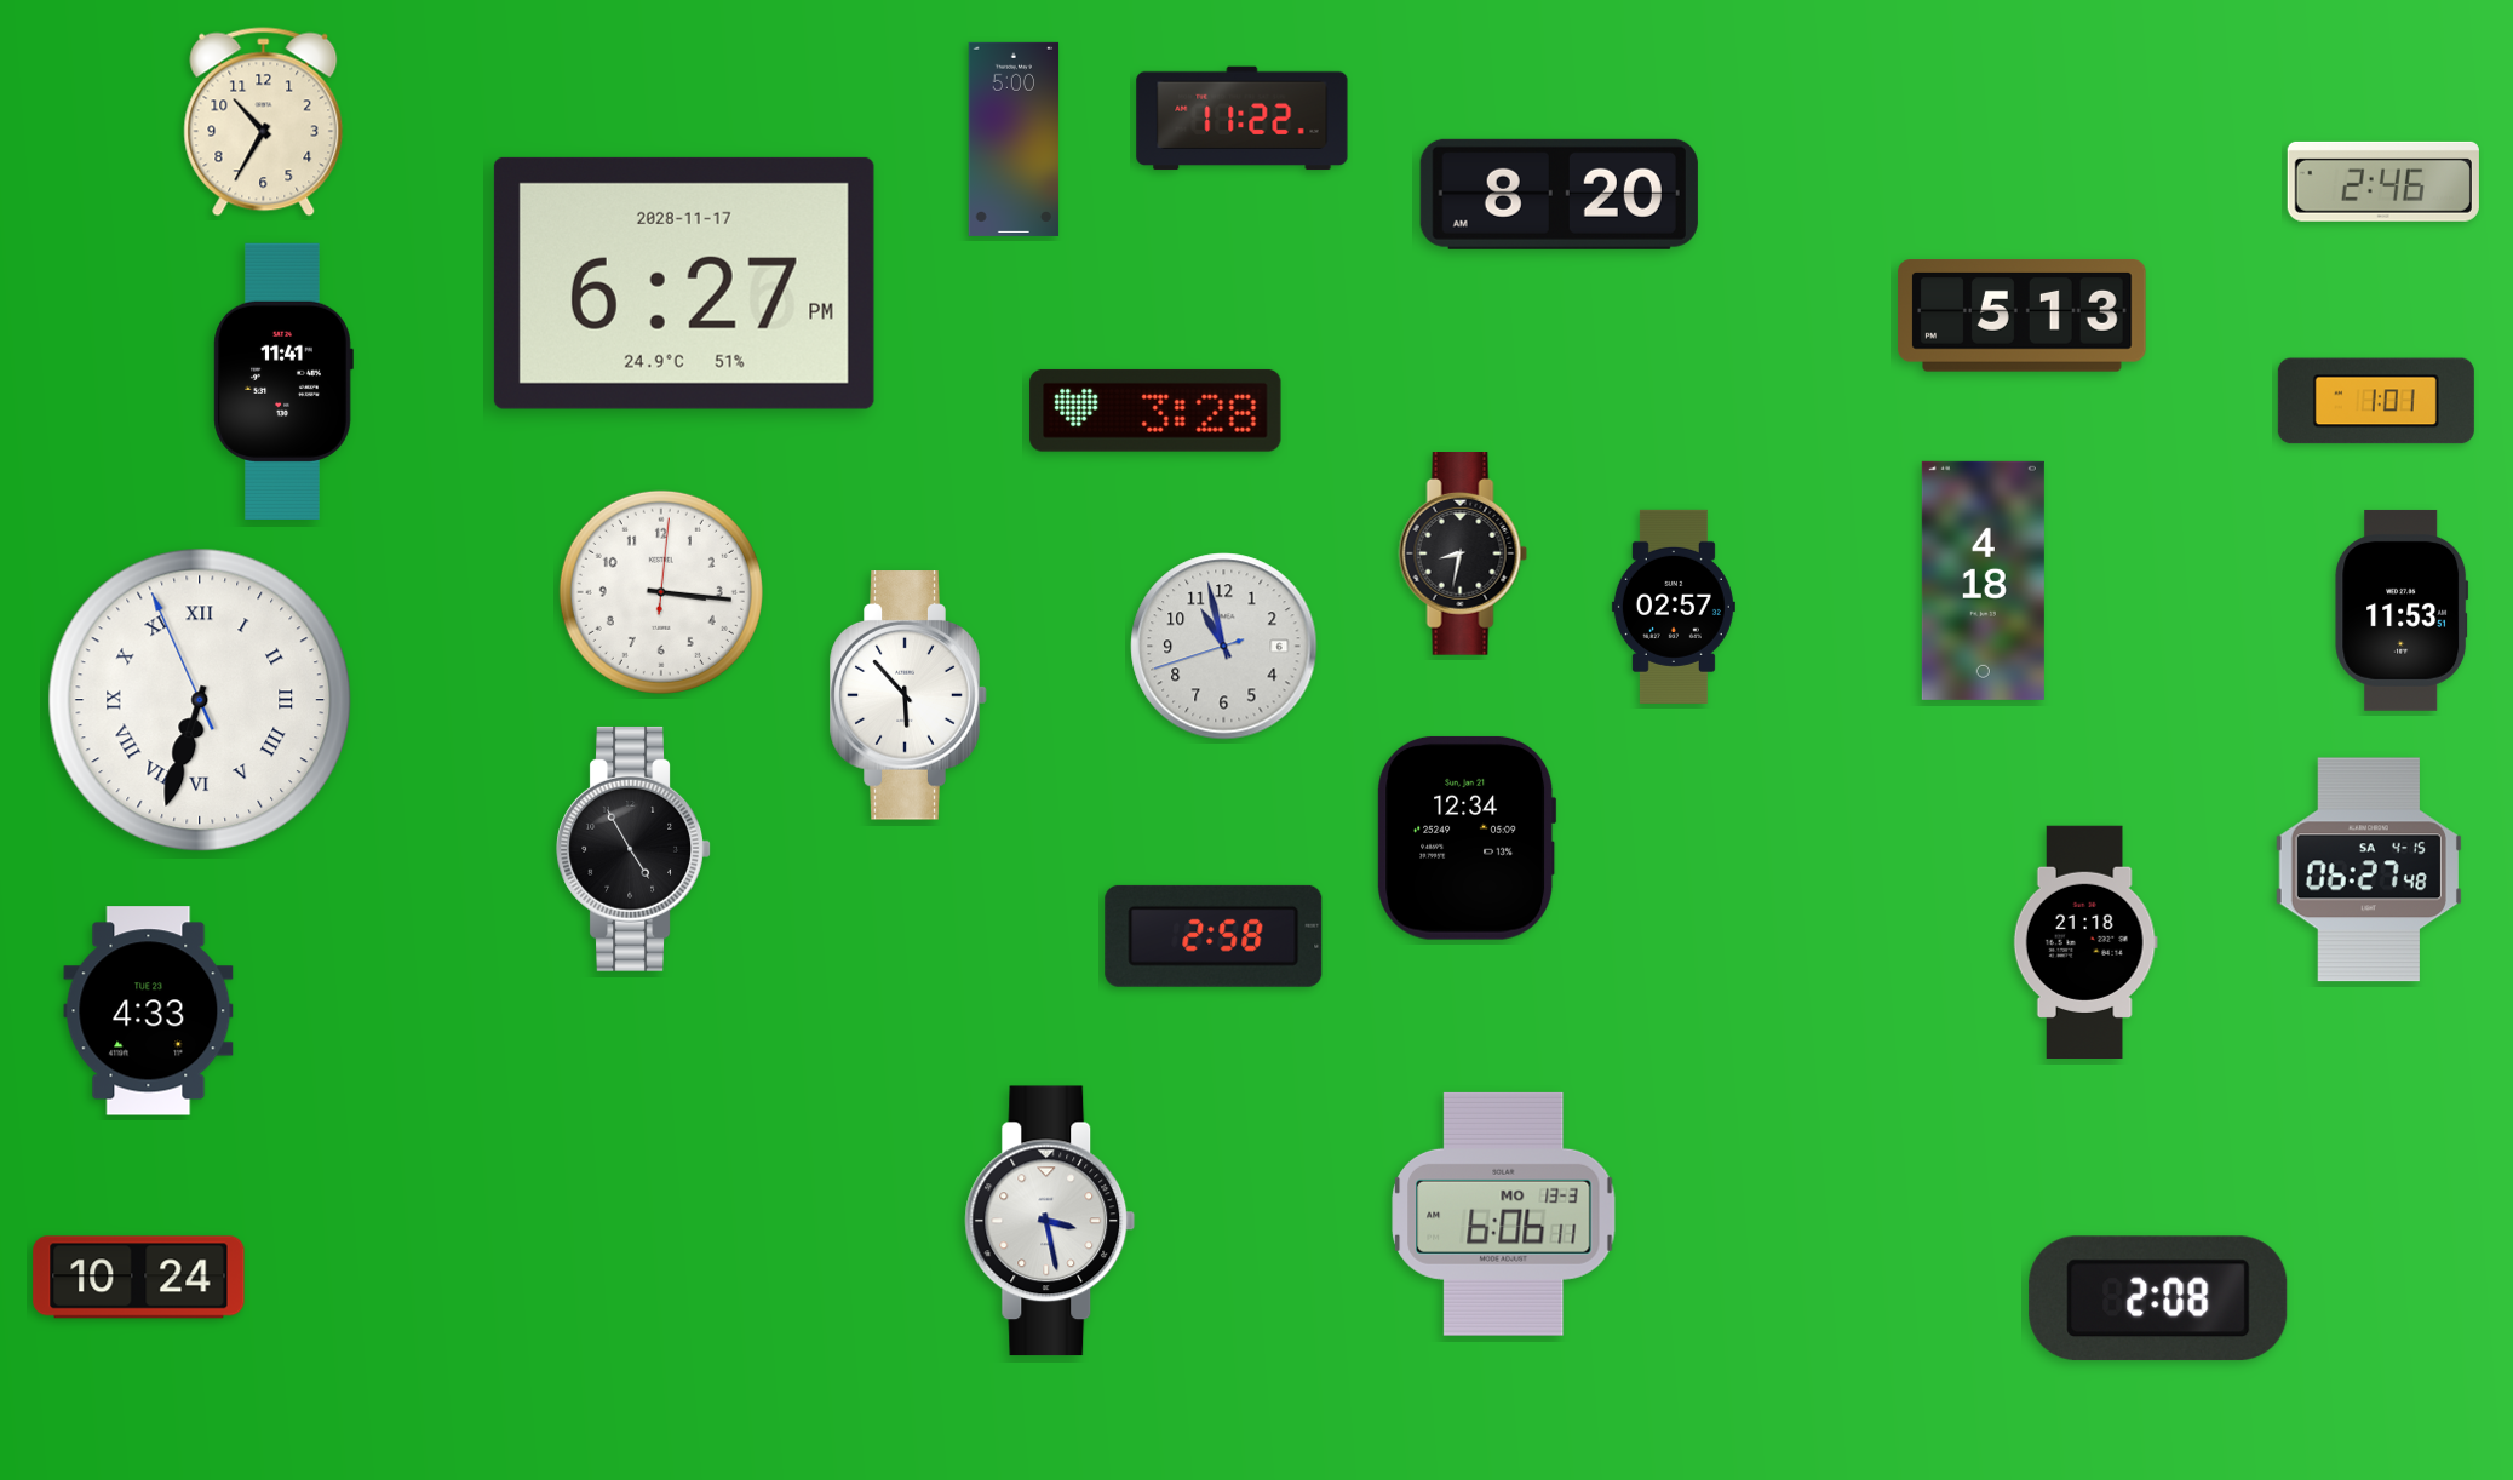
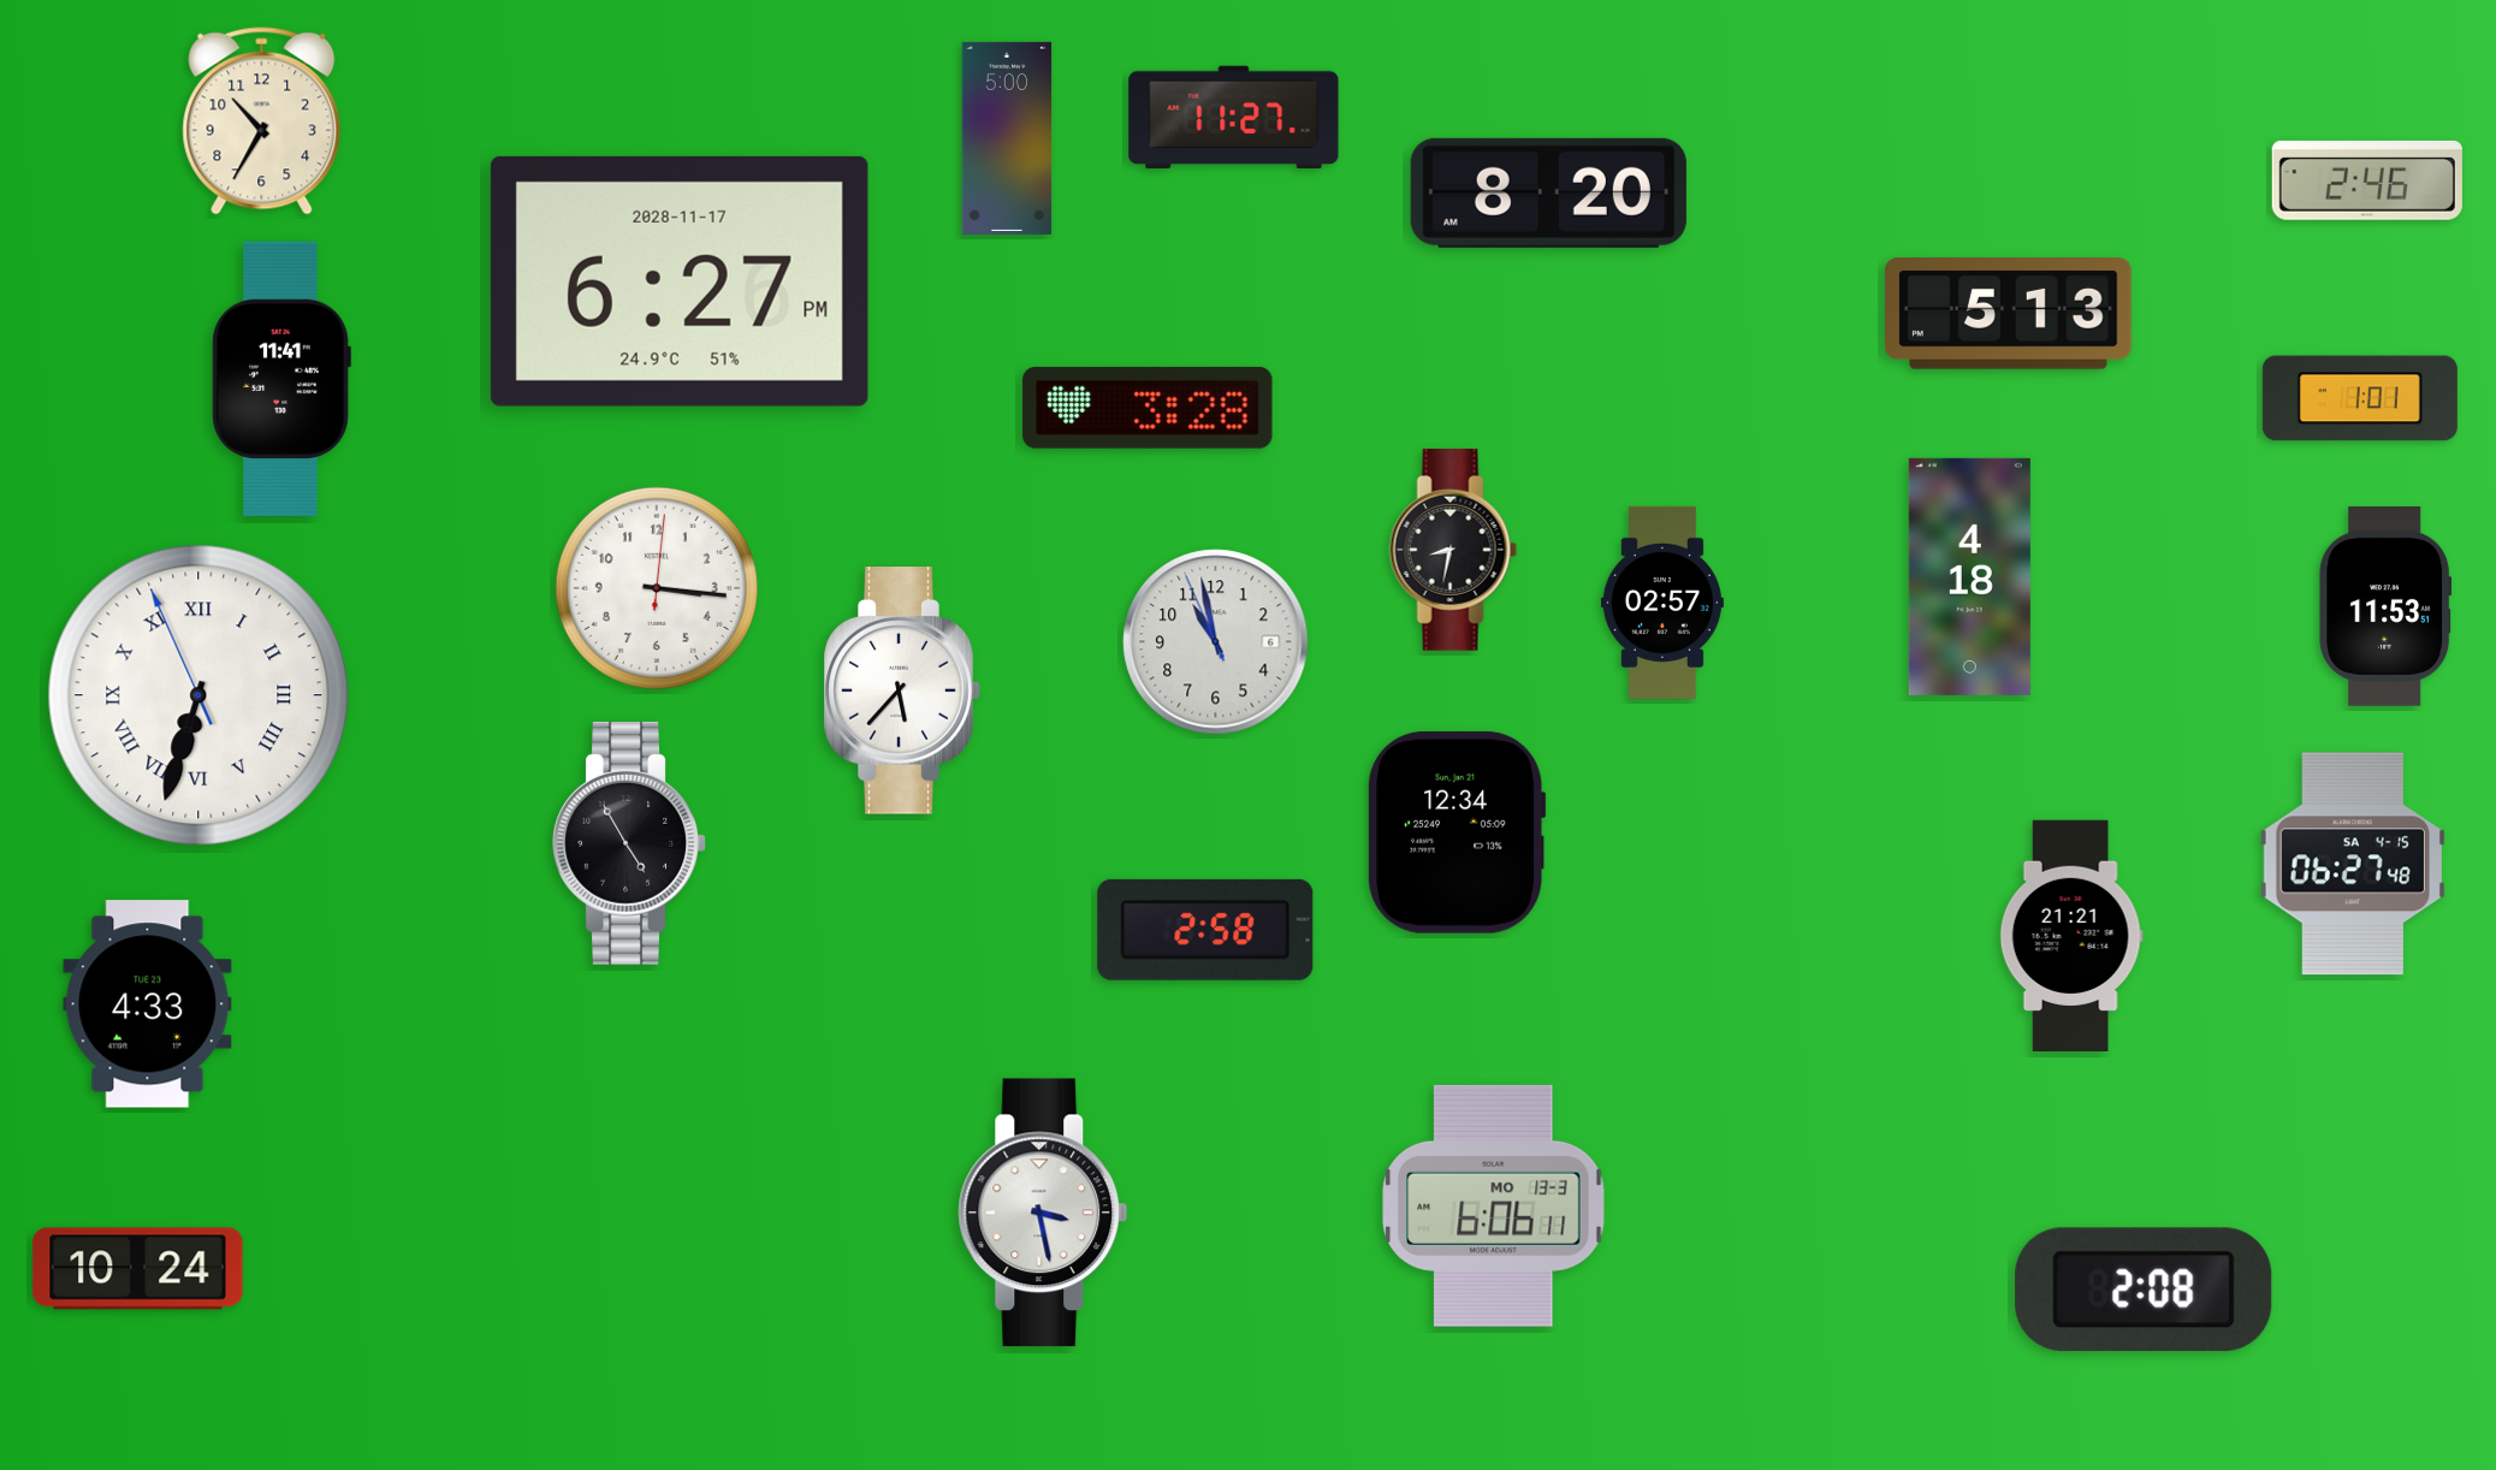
clock at (1243, 119): 11:22 -> 11:27
clock at (1224, 647): 10:57:42 -> 10:57:56
clock at (908, 695): 5:53 -> 5:37
clock at (2085, 941): 21:18 -> 21:21
